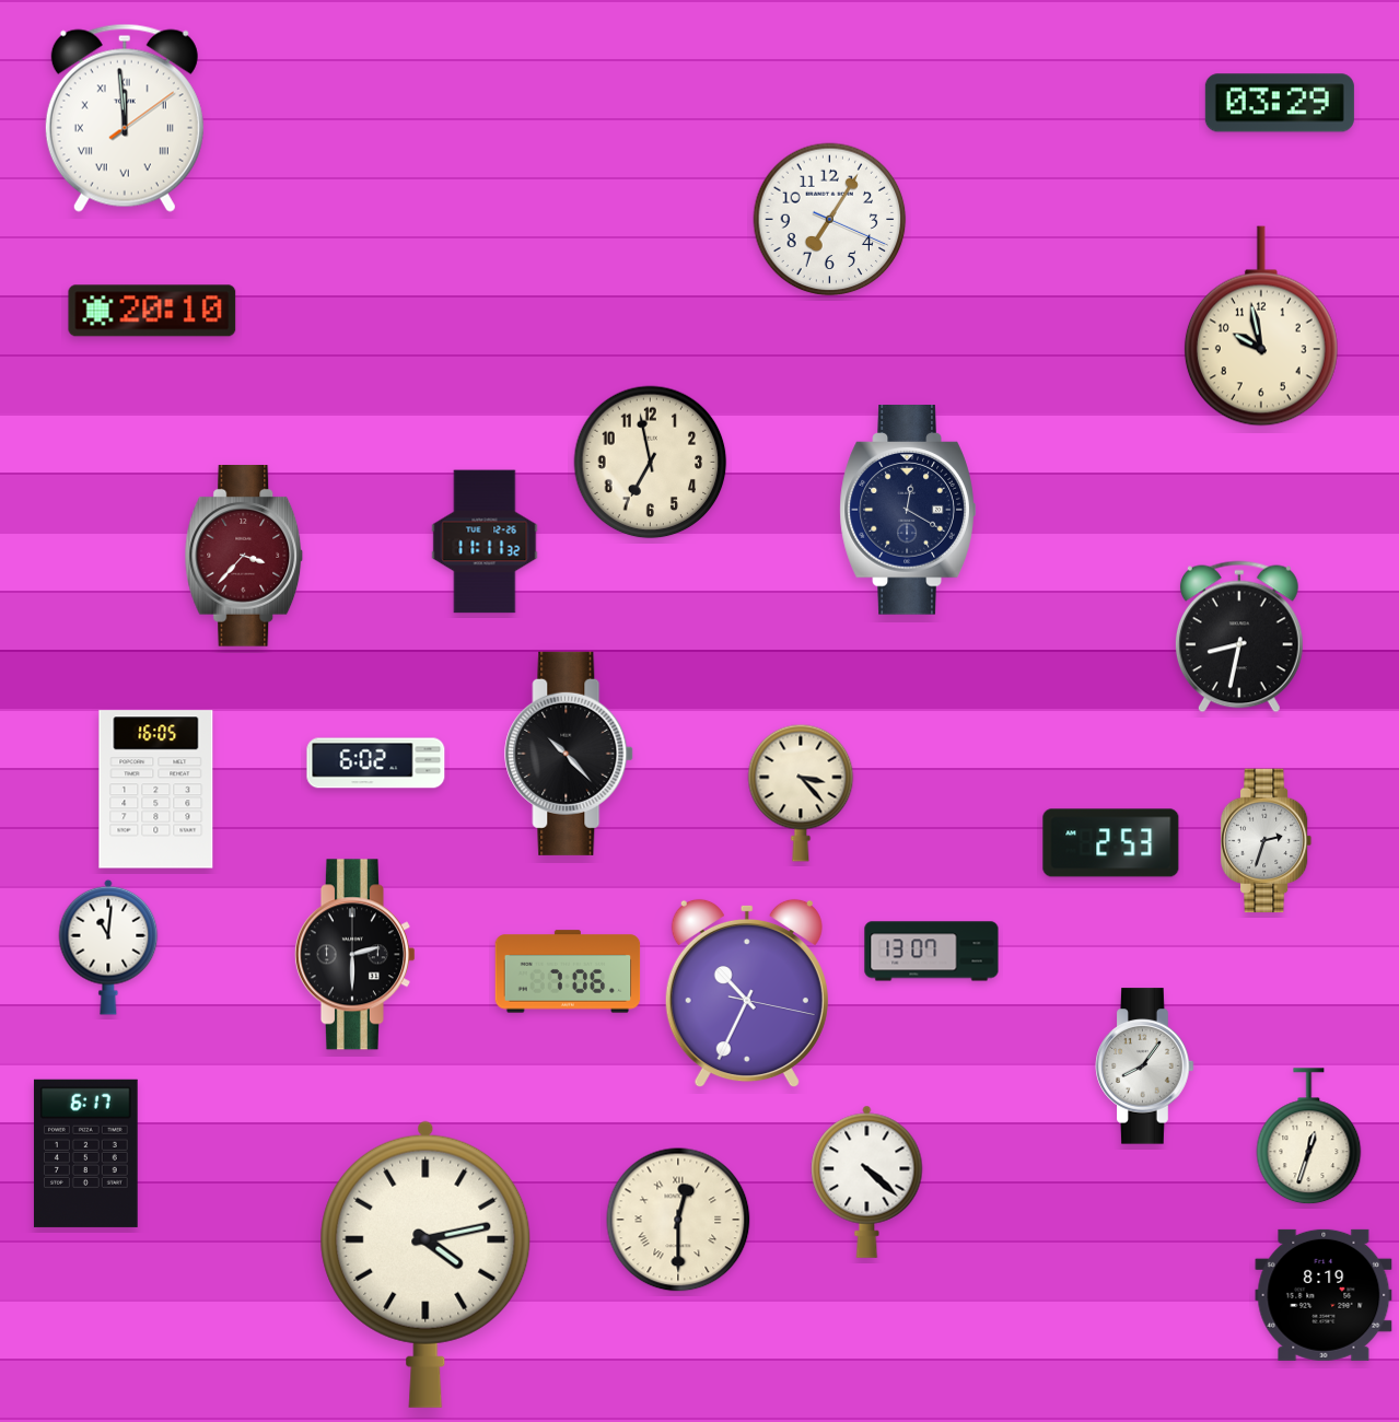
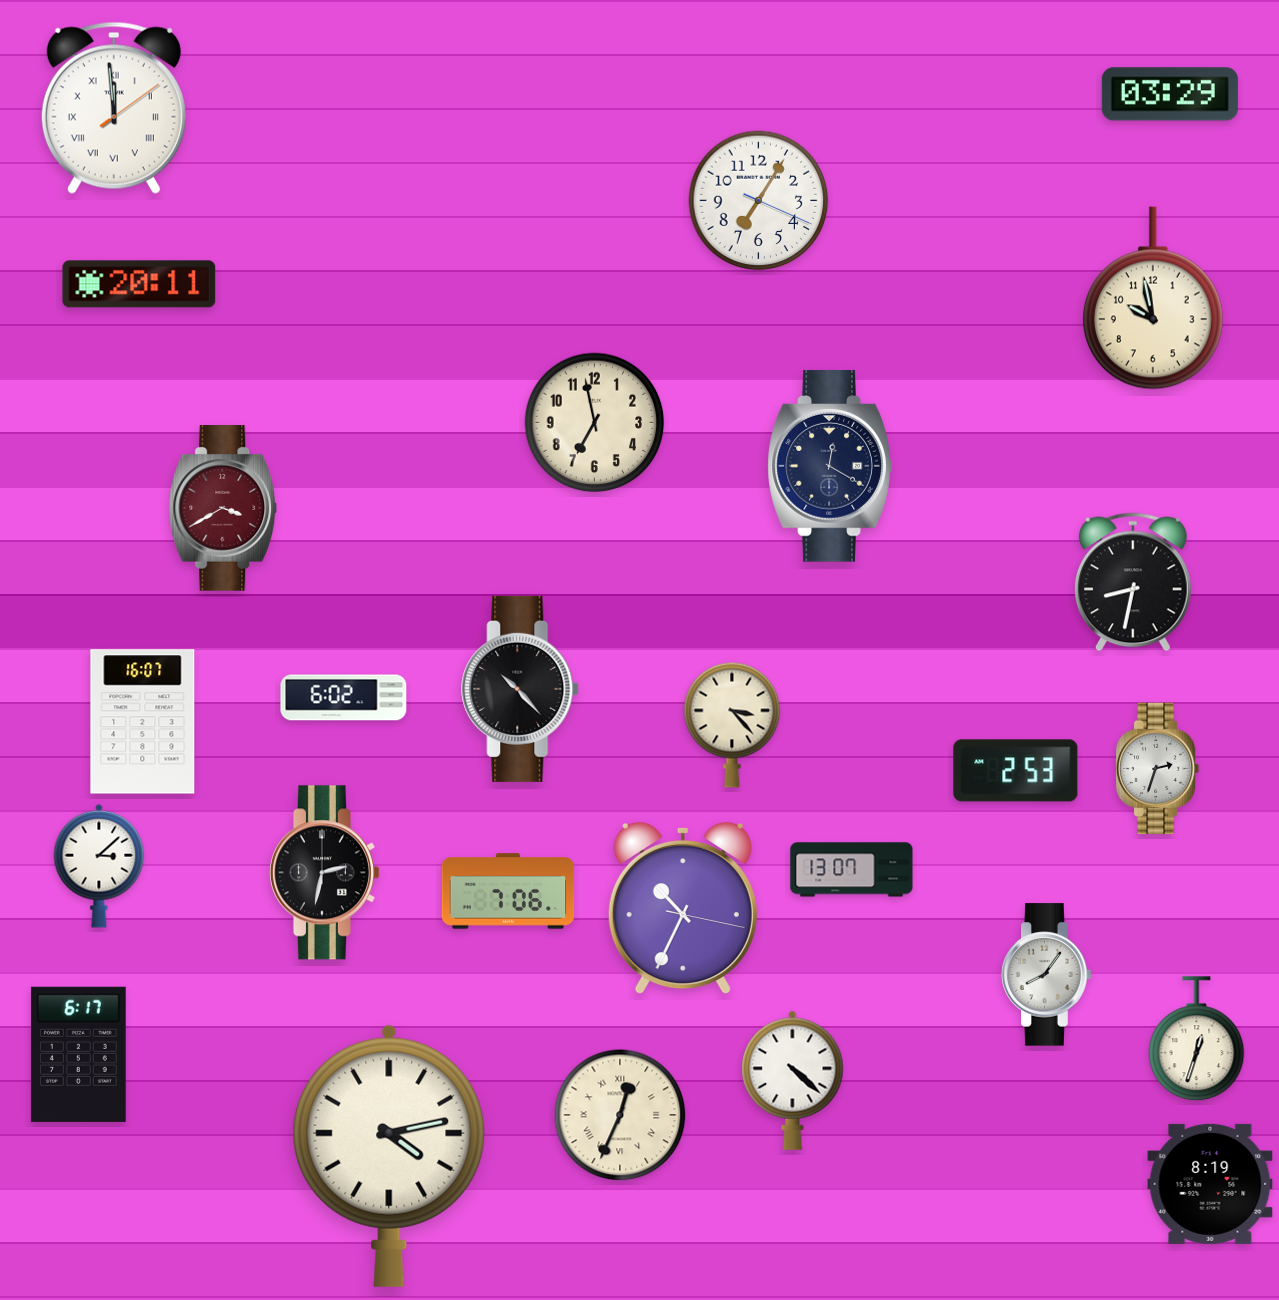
clock at (152, 311): 20:10 -> 20:11
clock at (485, 541): 11:11 -> none
clock at (244, 557): 3:37 -> 3:40
clock at (156, 790): 16:05 -> 16:07
clock at (108, 947): 11:01 -> 3:08
clock at (354, 955): 2:30 -> 2:32
clock at (568, 971) position: (568, 971) -> (508, 891)
clock at (678, 1220): 12:30 -> 12:34
